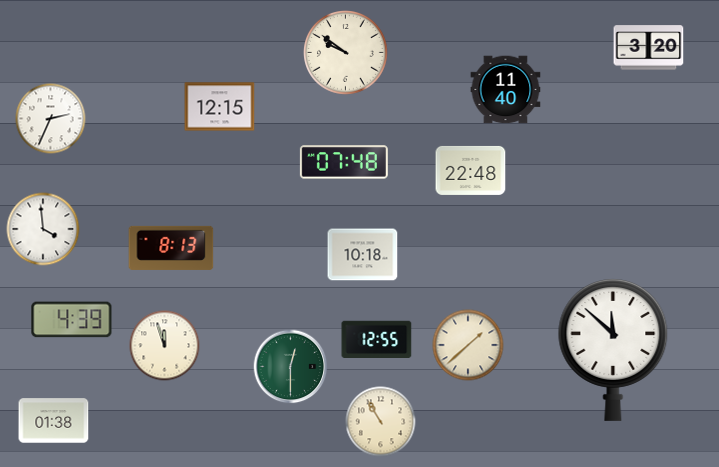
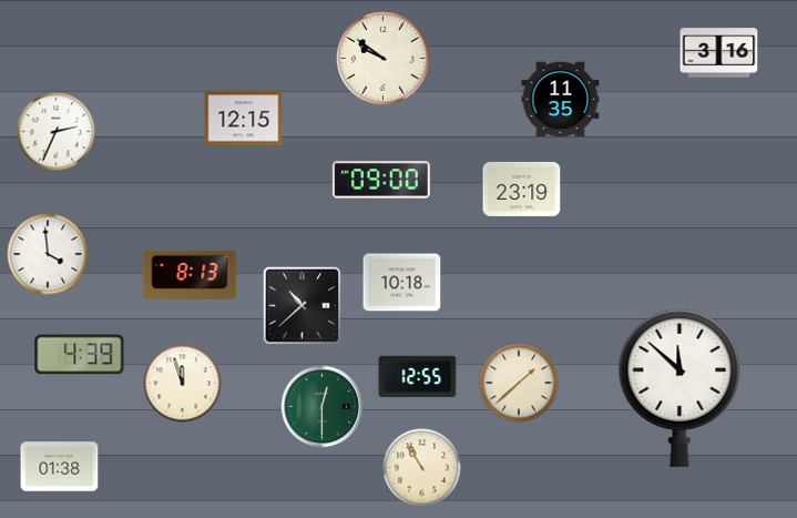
clock at (649, 48): 3:20 -> 3:16
clock at (506, 90): 11:40 -> 11:35
clock at (344, 162): 07:48 -> 09:00
clock at (471, 170): 22:48 -> 23:19
clock at (303, 306): none -> 10:38
